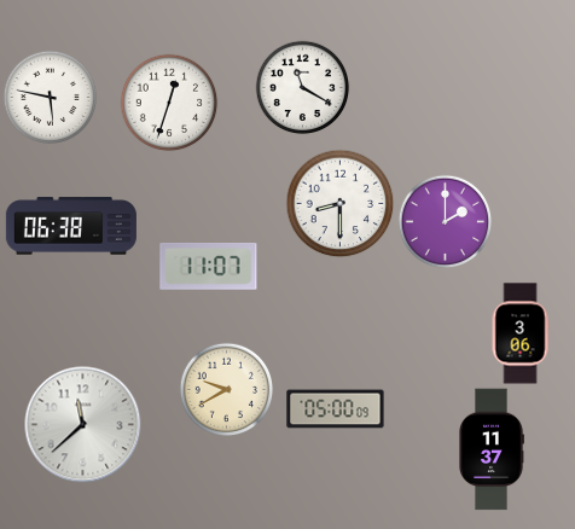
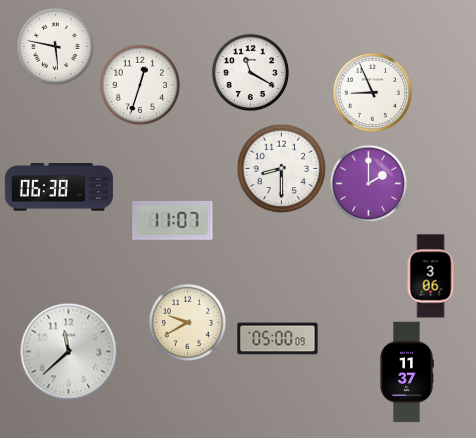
clock at (50, 97) position: (50, 97) -> (55, 46)
clock at (372, 92): none -> 8:56
